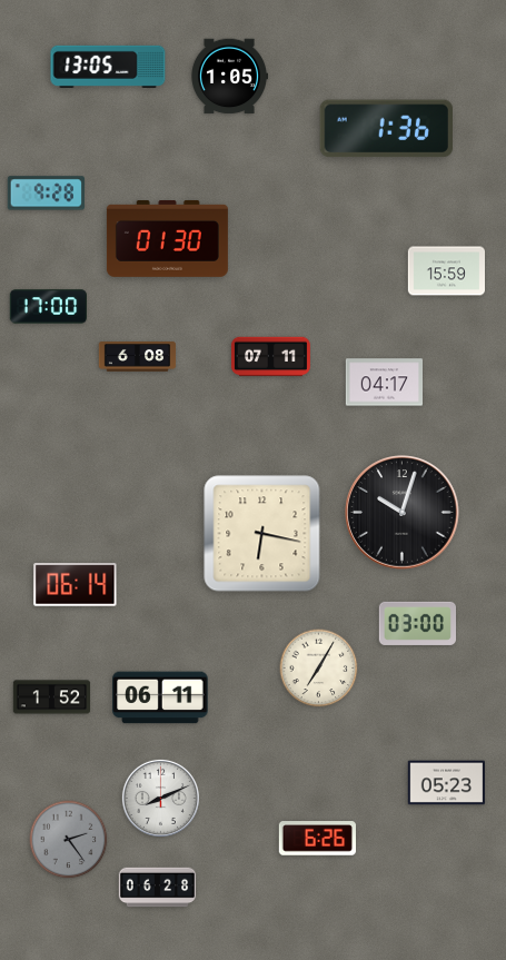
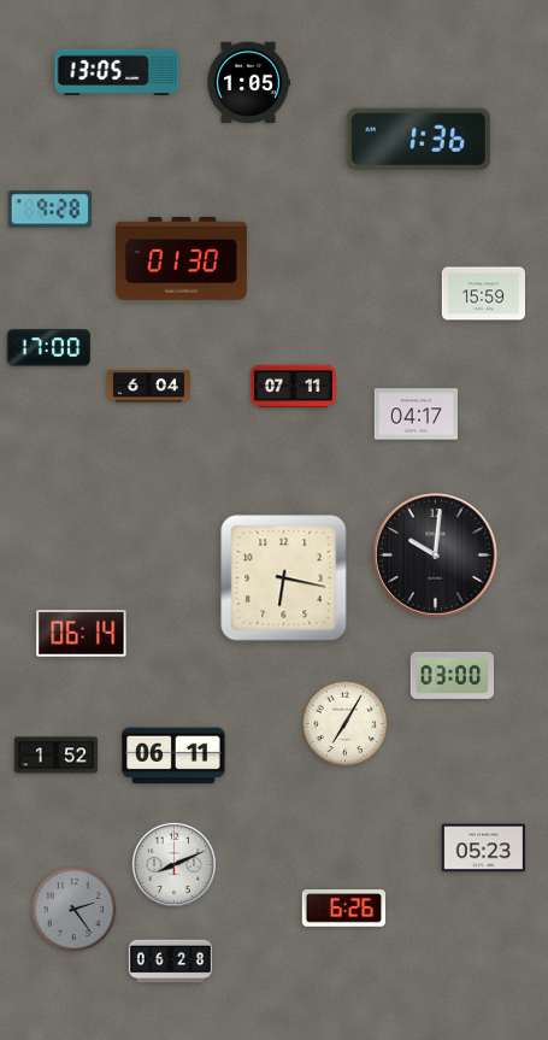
clock at (48, 307) position: (48, 307) -> (48, 348)
clock at (138, 357): 6:08 -> 6:04
clock at (403, 513): 10:03 -> 10:01
